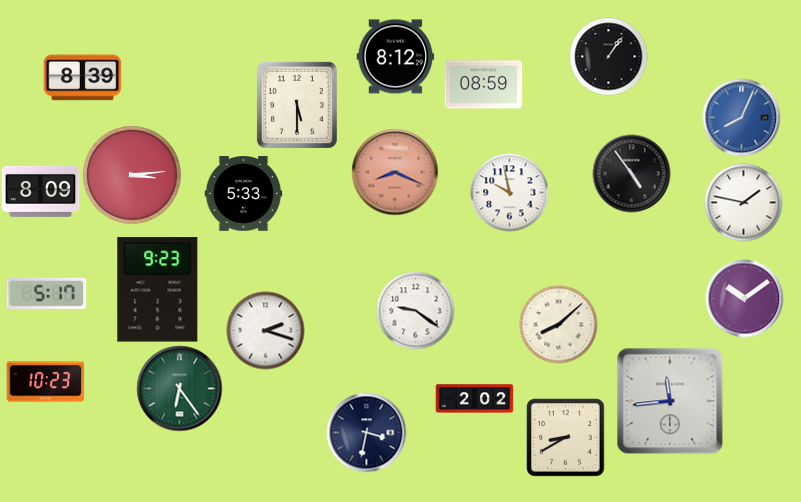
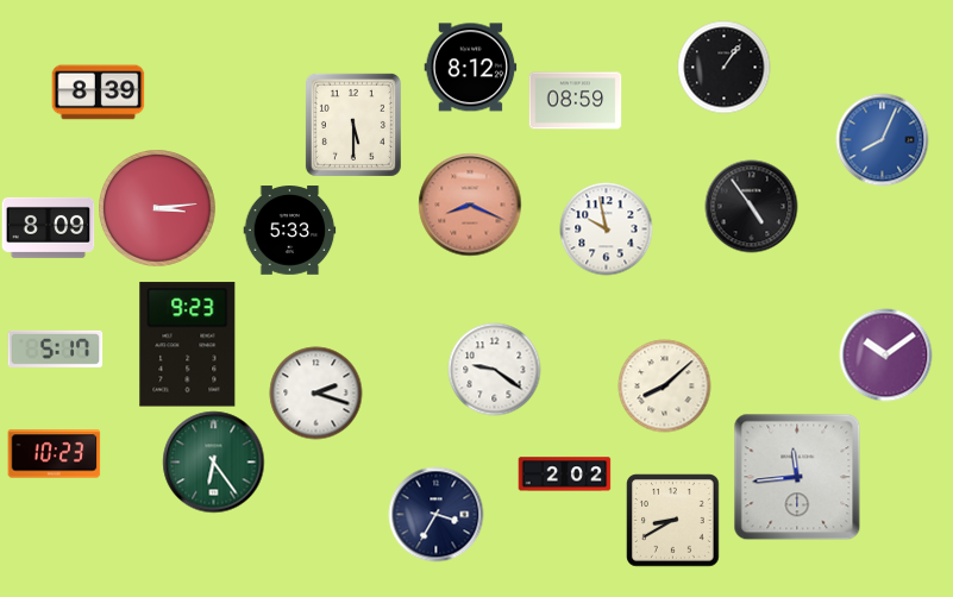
clock at (743, 202): 1:47 -> none
clock at (366, 432): 3:32 -> 3:35
